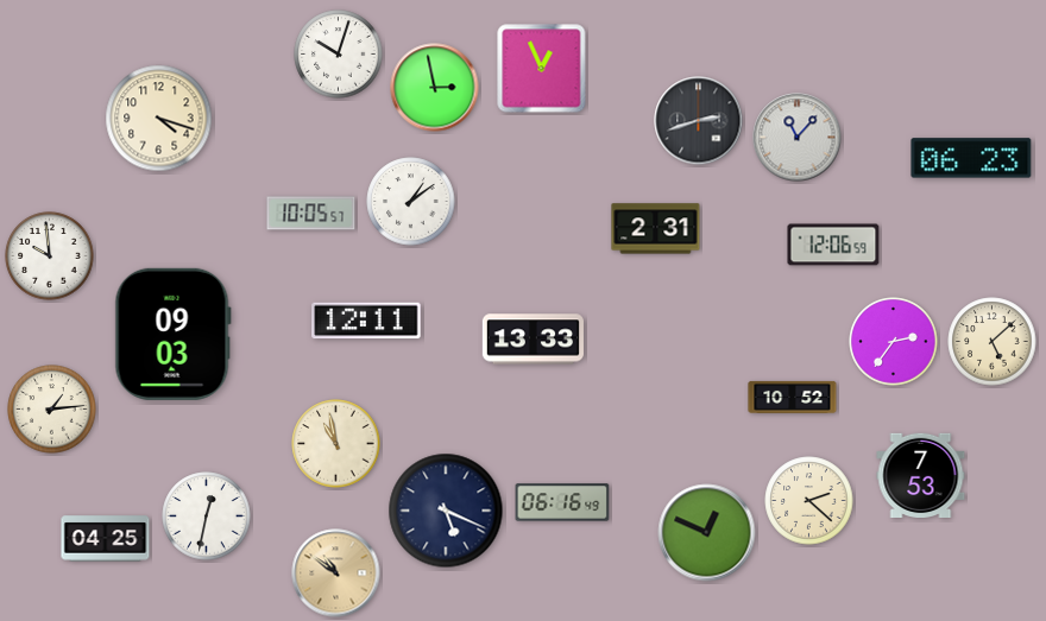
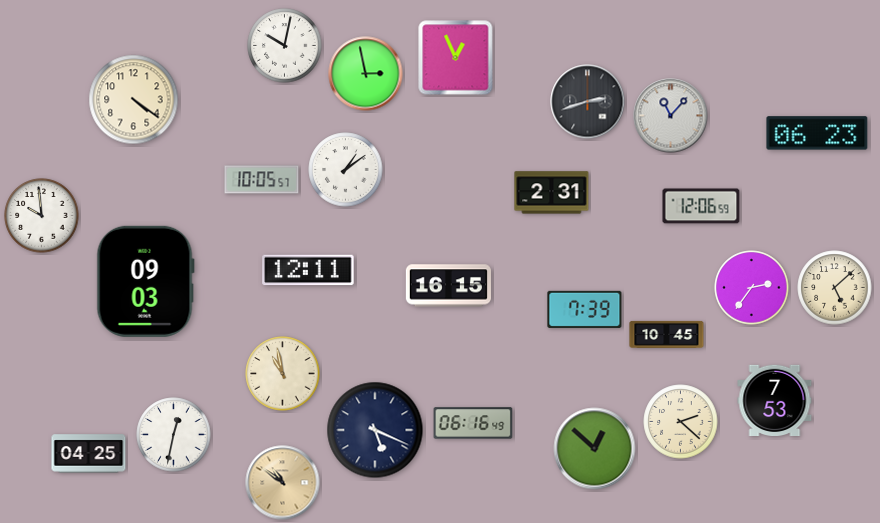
clock at (339, 55): 10:03 -> 10:02
clock at (159, 119): 4:18 -> 4:21
clock at (533, 340): 13:33 -> 16:15
clock at (585, 309): none -> 7:39
clock at (793, 397): 10:52 -> 10:45
clock at (52, 410): 1:14 -> none
clock at (707, 533): 12:49 -> 12:52
